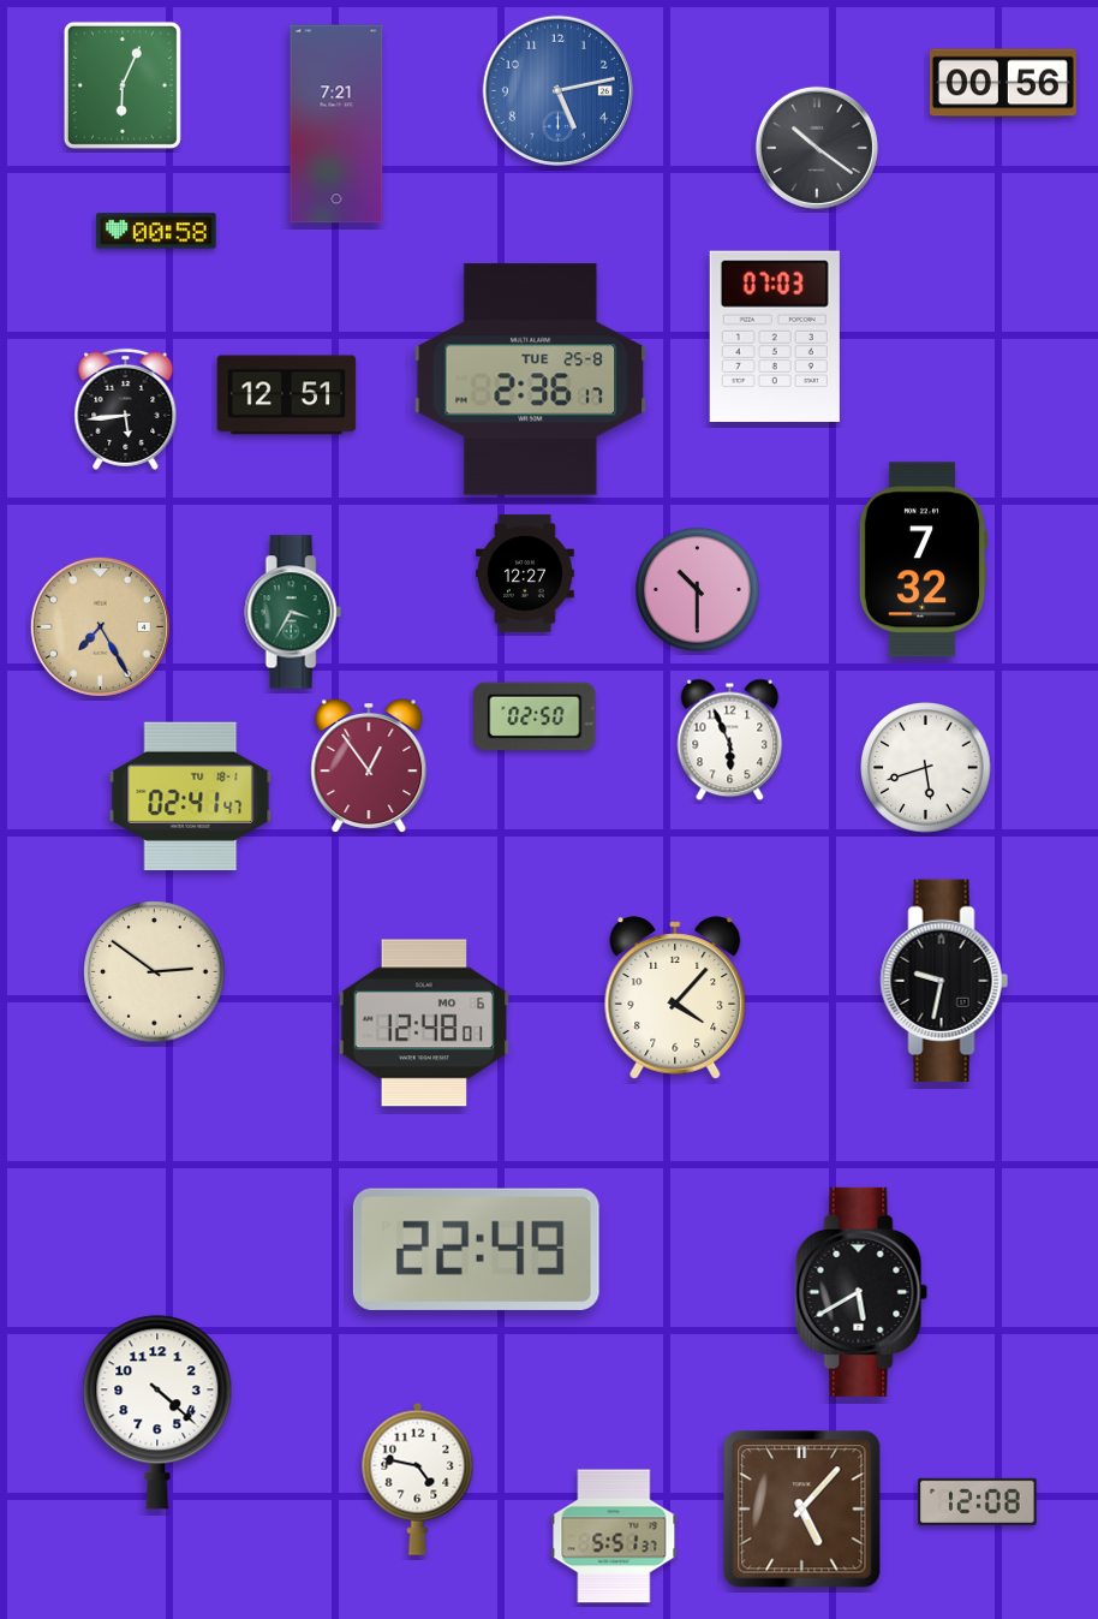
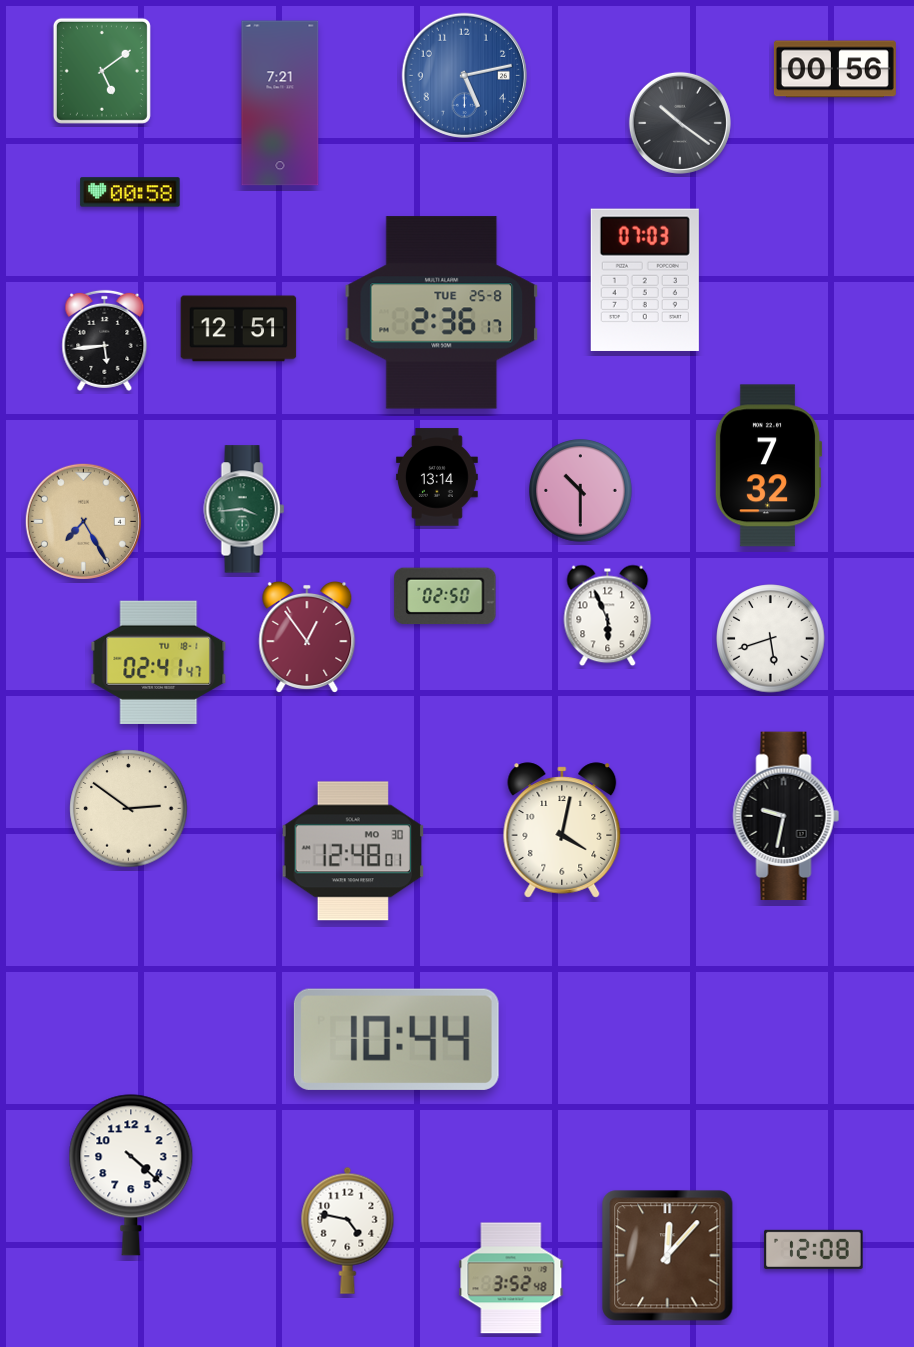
clock at (123, 85): 6:04 -> 5:09
clock at (531, 380) position: (531, 380) -> (442, 313)
clock at (525, 573): 12:27 -> 13:14
clock at (293, 612): 3:35 -> 3:44
clock at (675, 998): 4:07 -> 4:02
clock at (423, 1023) date: MO 6 -> MO 30
clock at (476, 1249): 22:49 -> 10:44
clock at (861, 1292): 5:40 -> none
clock at (802, 1510): 5:07 -> 12:07
clock at (614, 1536): 5:51 -> 3:52
